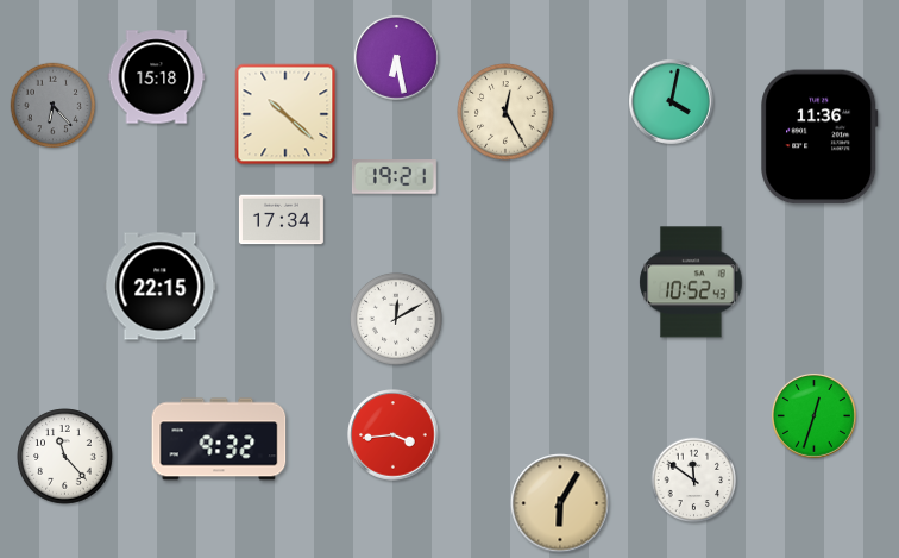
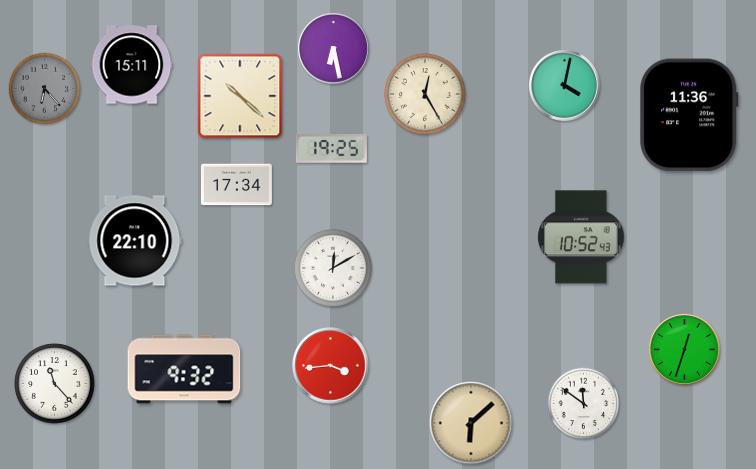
clock at (157, 77): 15:18 -> 15:11
clock at (394, 177): 19:21 -> 19:25
clock at (161, 287): 22:15 -> 22:10
clock at (560, 503): 6:05 -> 6:08
